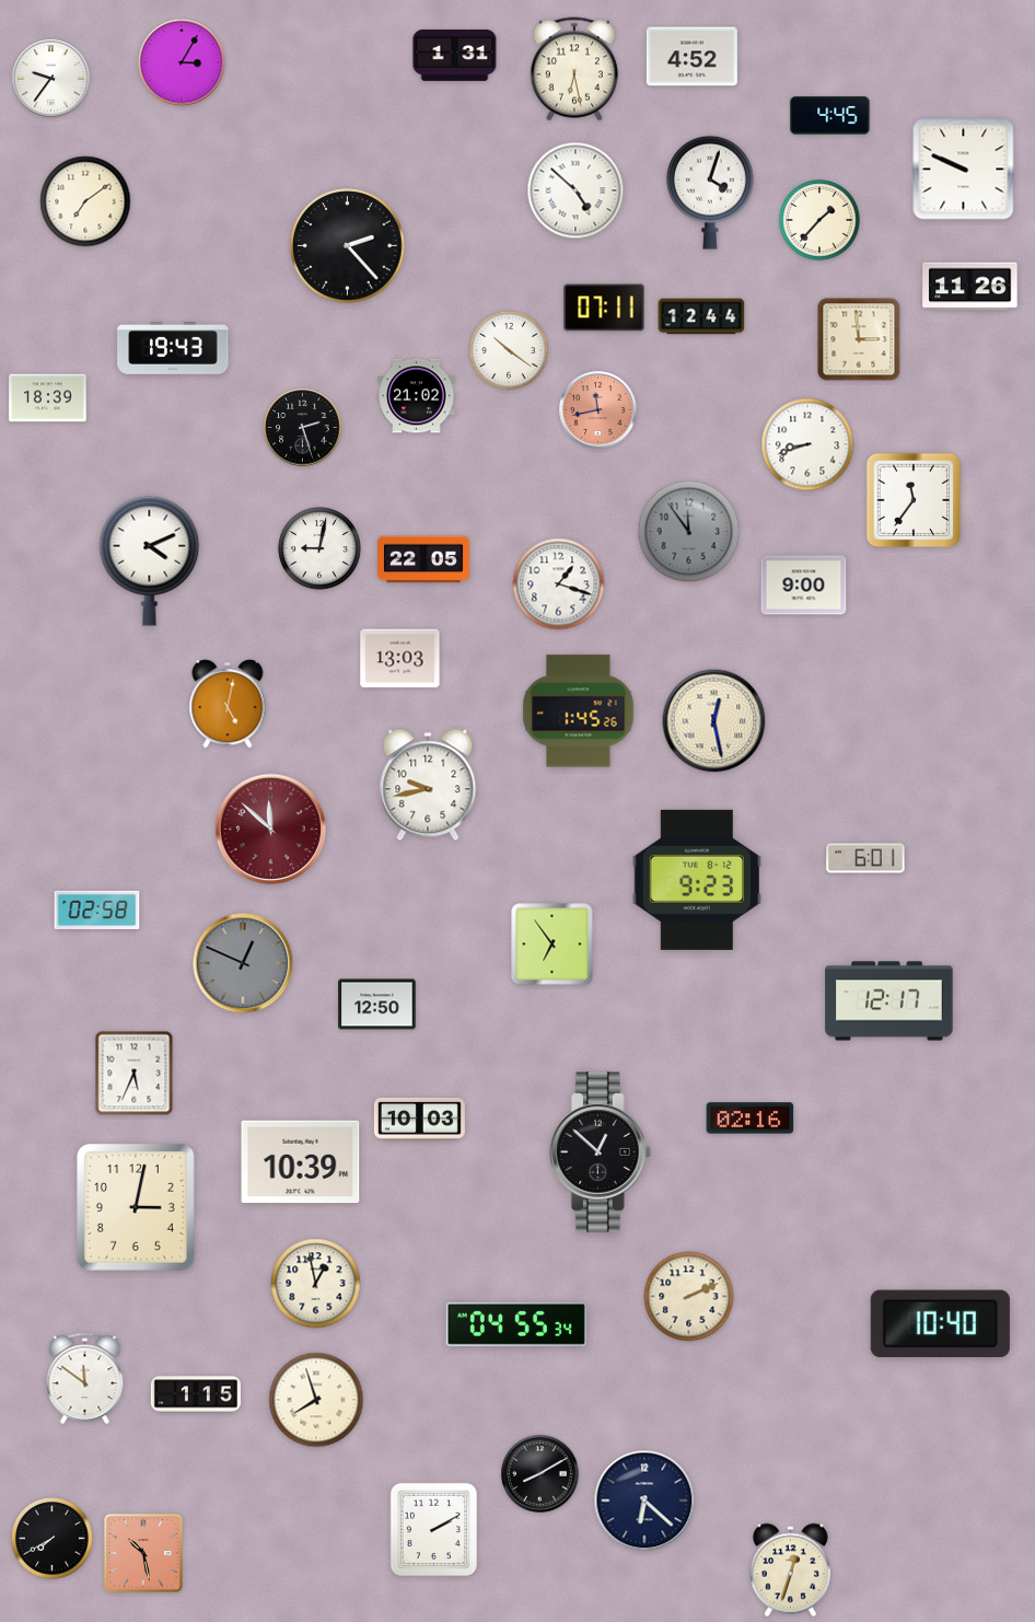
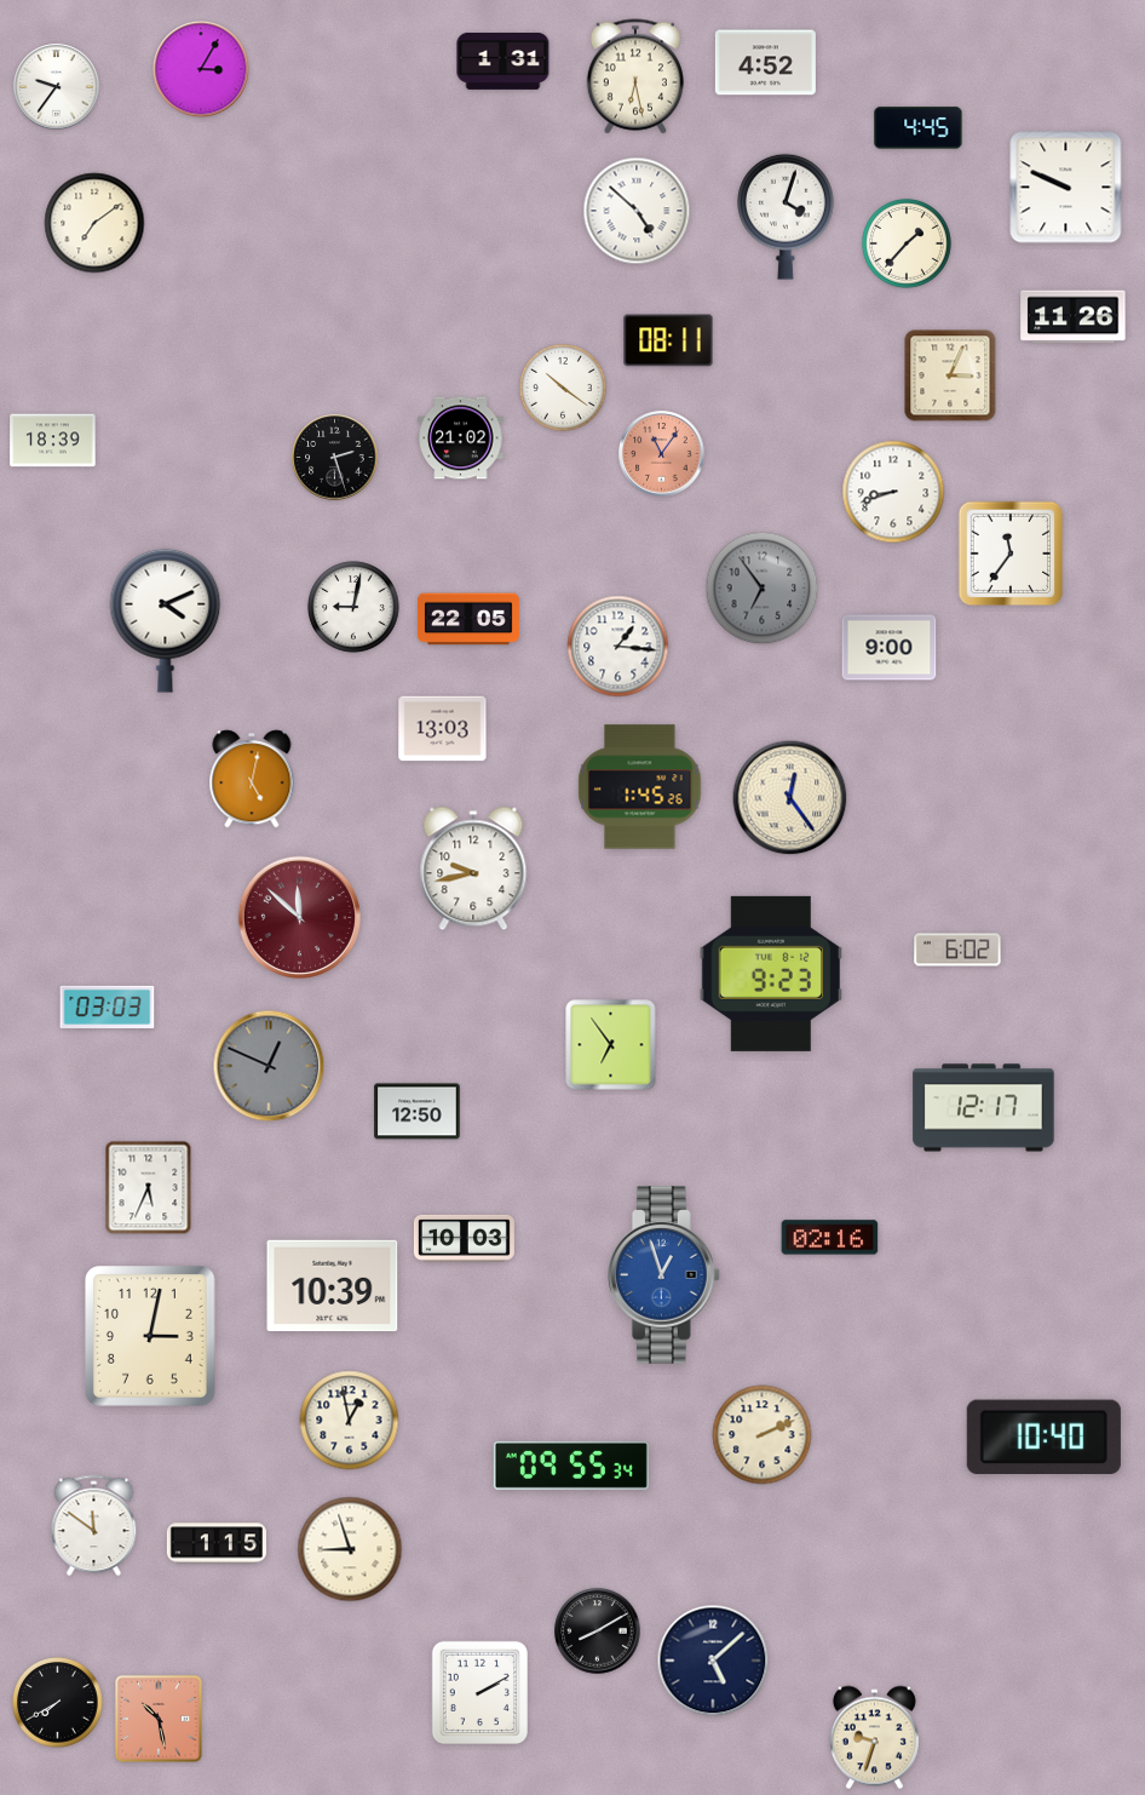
clock at (711, 193) position: (711, 193) -> (787, 217)
clock at (348, 246): 2:23 -> none
clock at (604, 308): 07:11 -> 08:11
clock at (701, 316): 12:44 -> none
clock at (859, 339): 2:59 -> 3:04
clock at (173, 348): 19:43 -> none
clock at (598, 410): 11:43 -> 11:06
clock at (303, 428) position: (303, 428) -> (335, 458)
clock at (689, 532): 11:54 -> 6:54
clock at (559, 584): 1:18 -> 1:16
clock at (714, 721): 12:28 -> 12:24
clock at (865, 858): 6:01 -> 6:02
clock at (97, 910): 02:58 -> 03:03
clock at (601, 1152): 12:52 -> 12:57
clock at (601, 1152) dial: black -> blue
clock at (516, 1324): 04:55 -> 09:55
clock at (940, 1324) position: (940, 1324) -> (1043, 1438)
clock at (316, 1400): 7:57 -> 8:57
clock at (644, 1501): 6:22 -> 5:08
clock at (790, 1571): 12:33 -> 9:33
